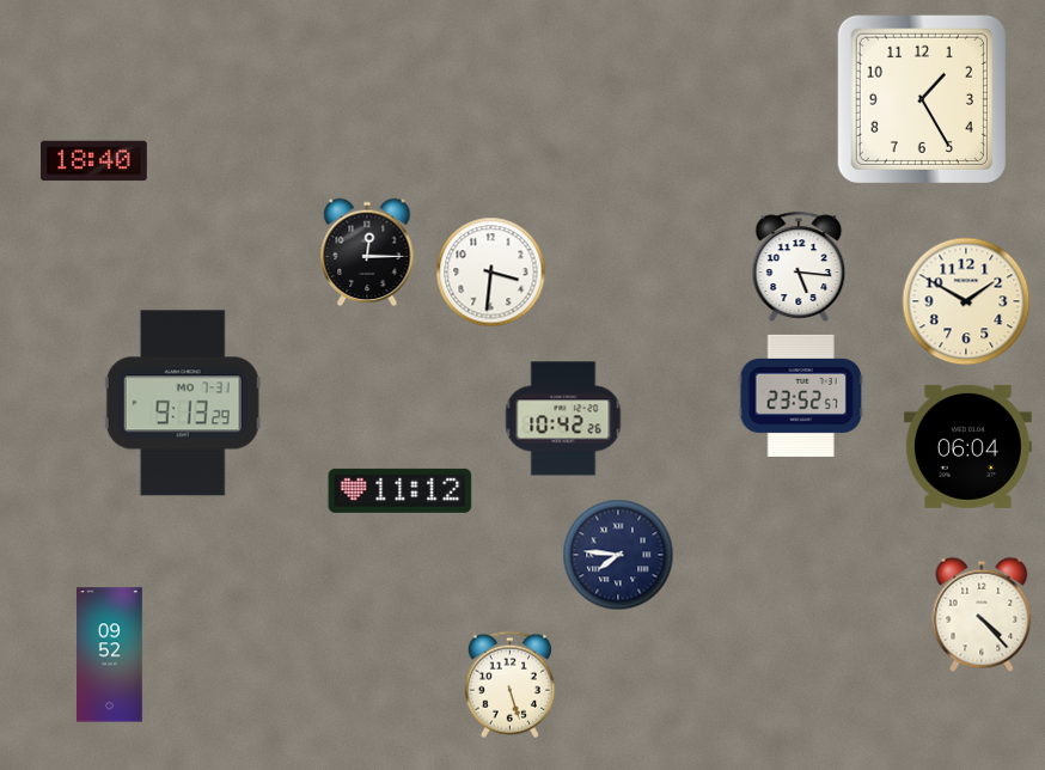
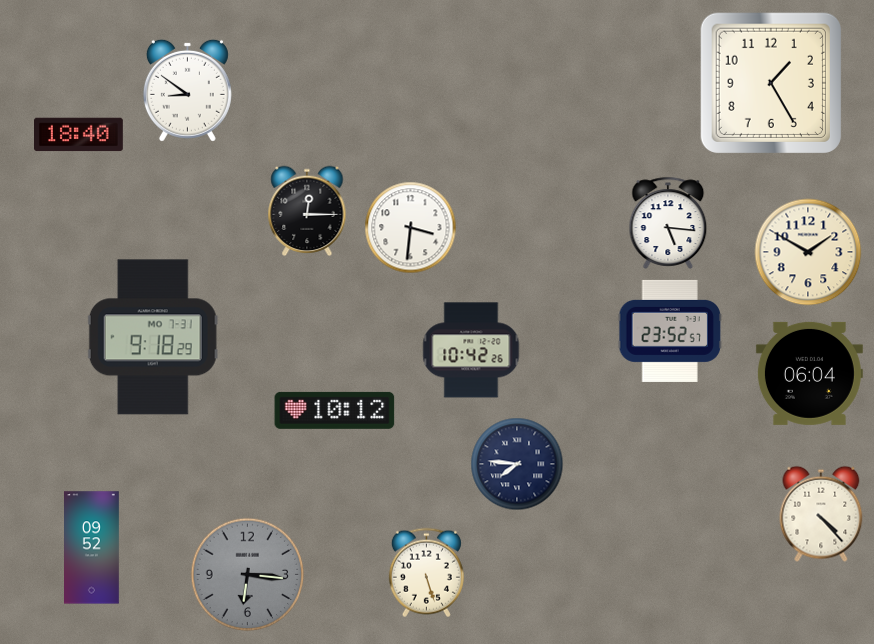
clock at (187, 90): none -> 8:51
clock at (183, 403): 9:13 -> 9:18
clock at (401, 490): 11:12 -> 10:12
clock at (248, 575): none -> 6:16
